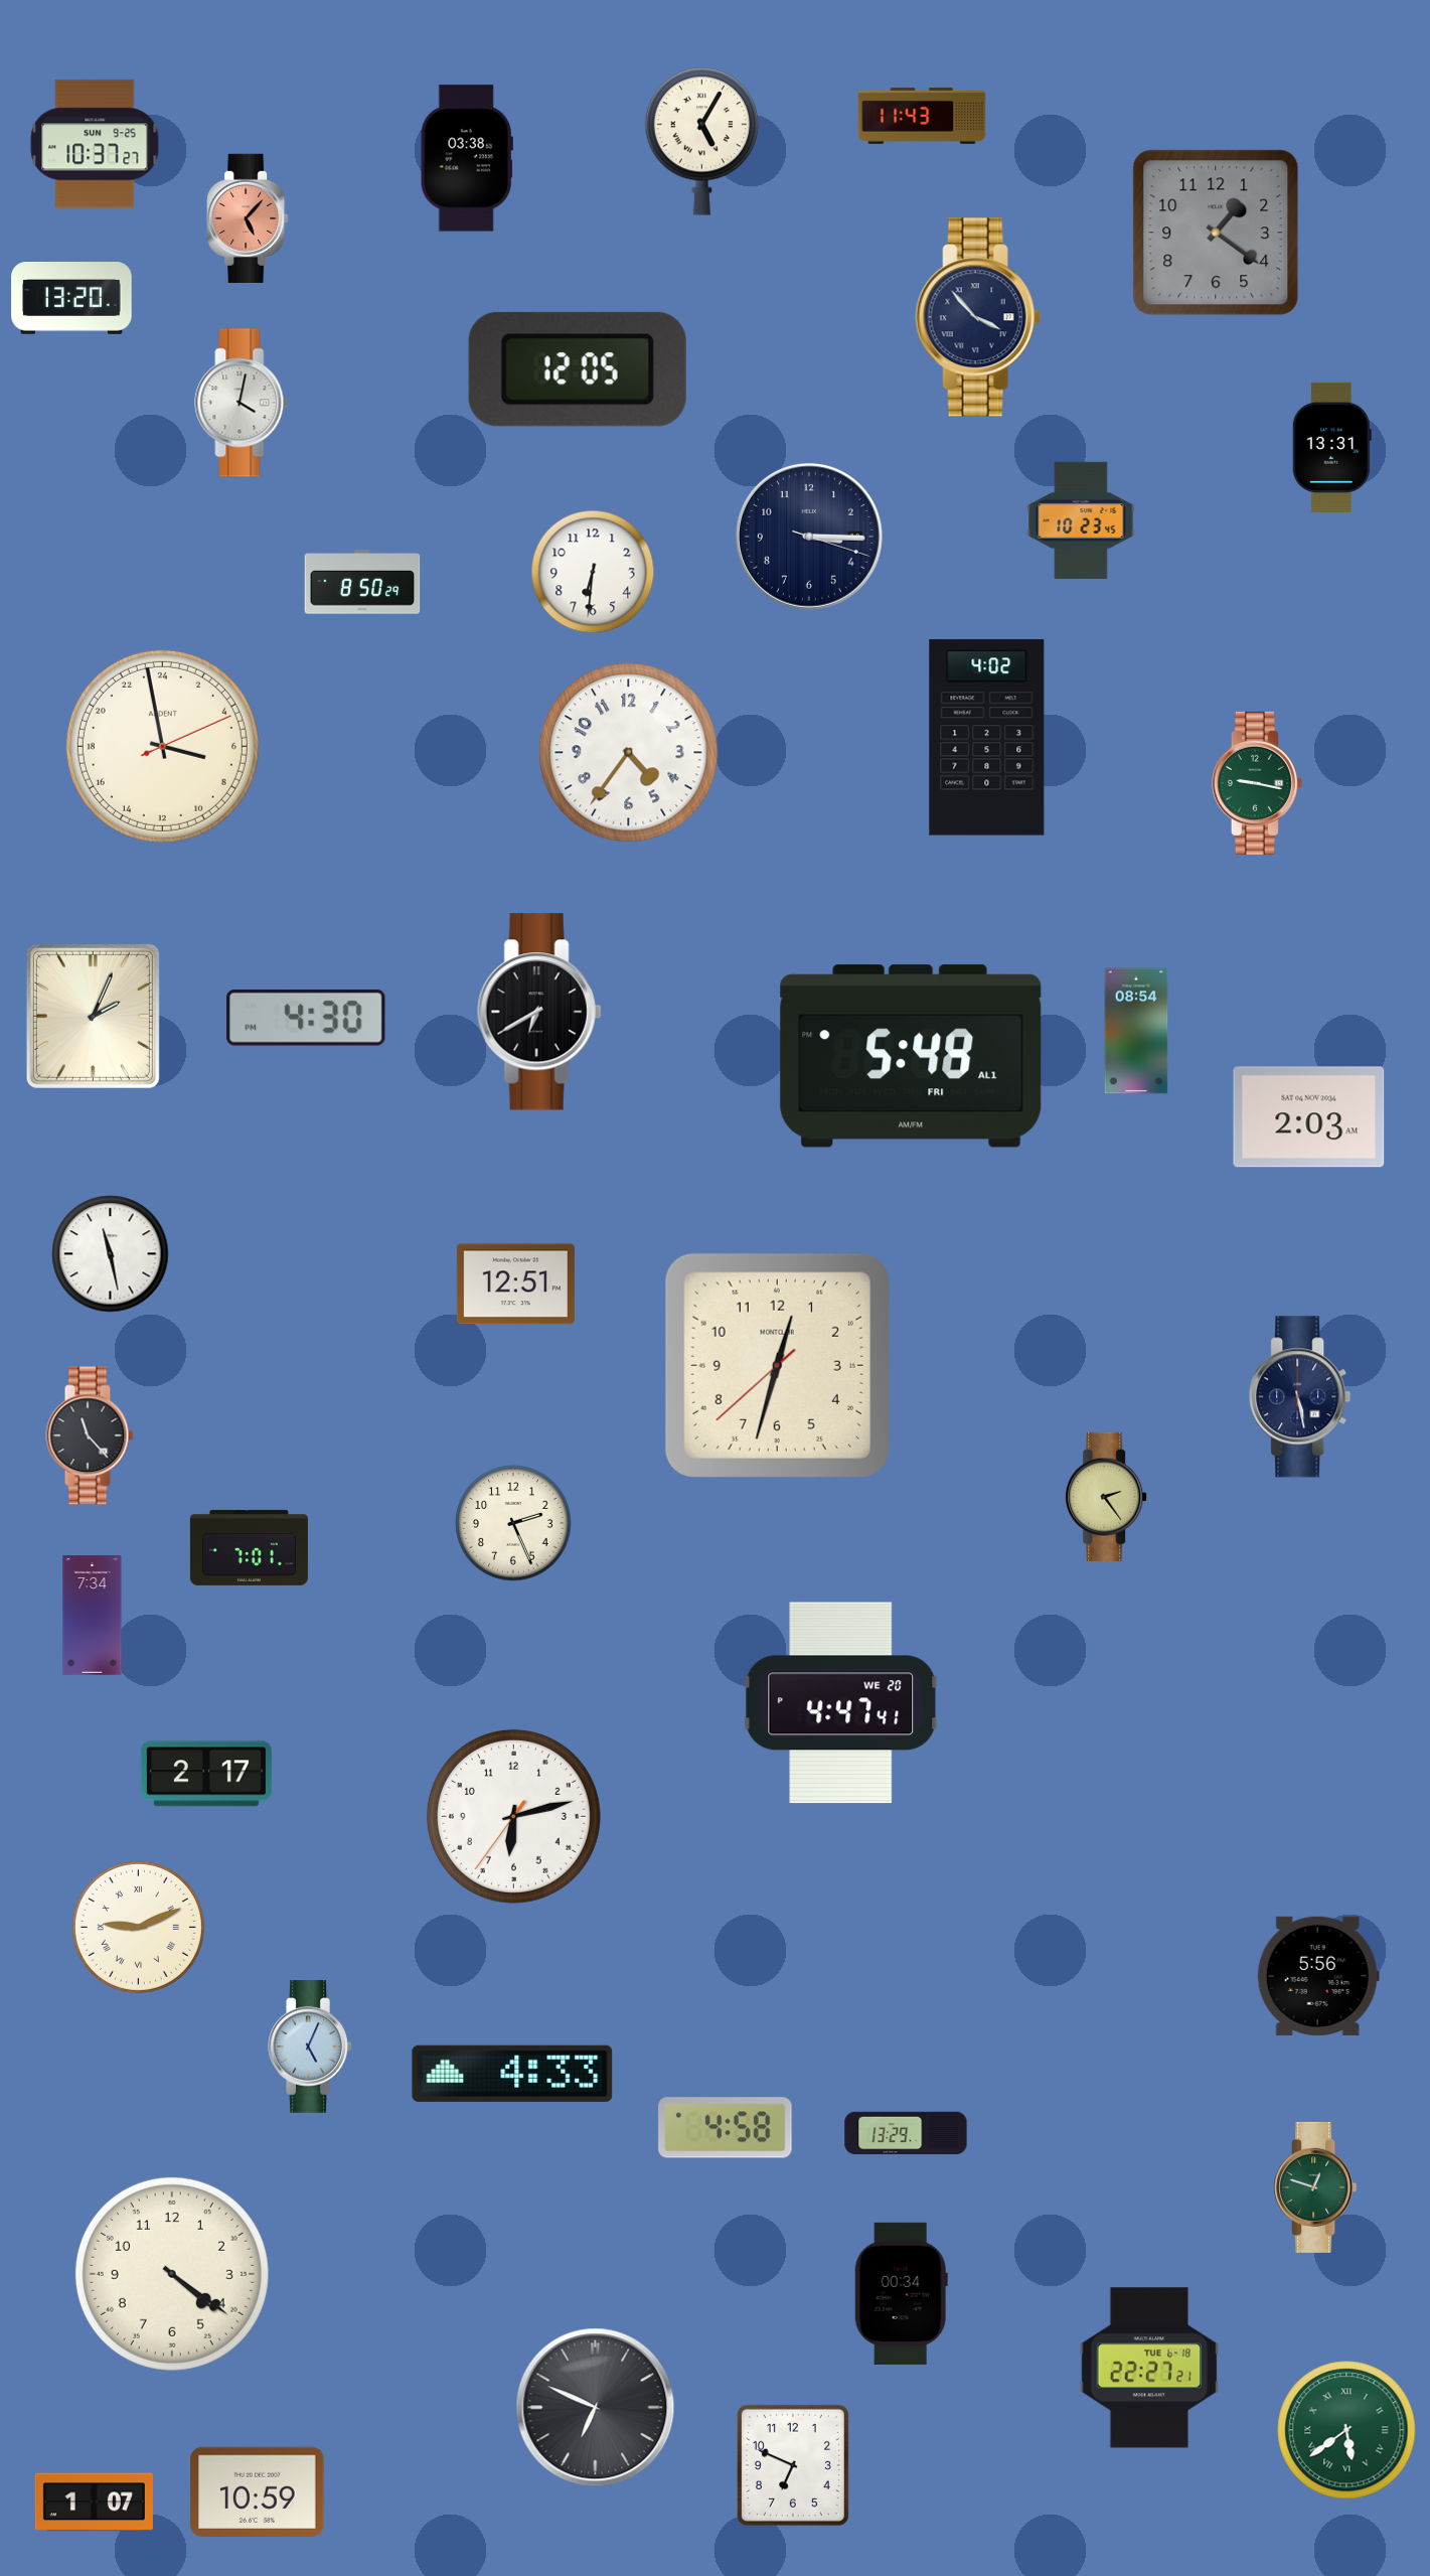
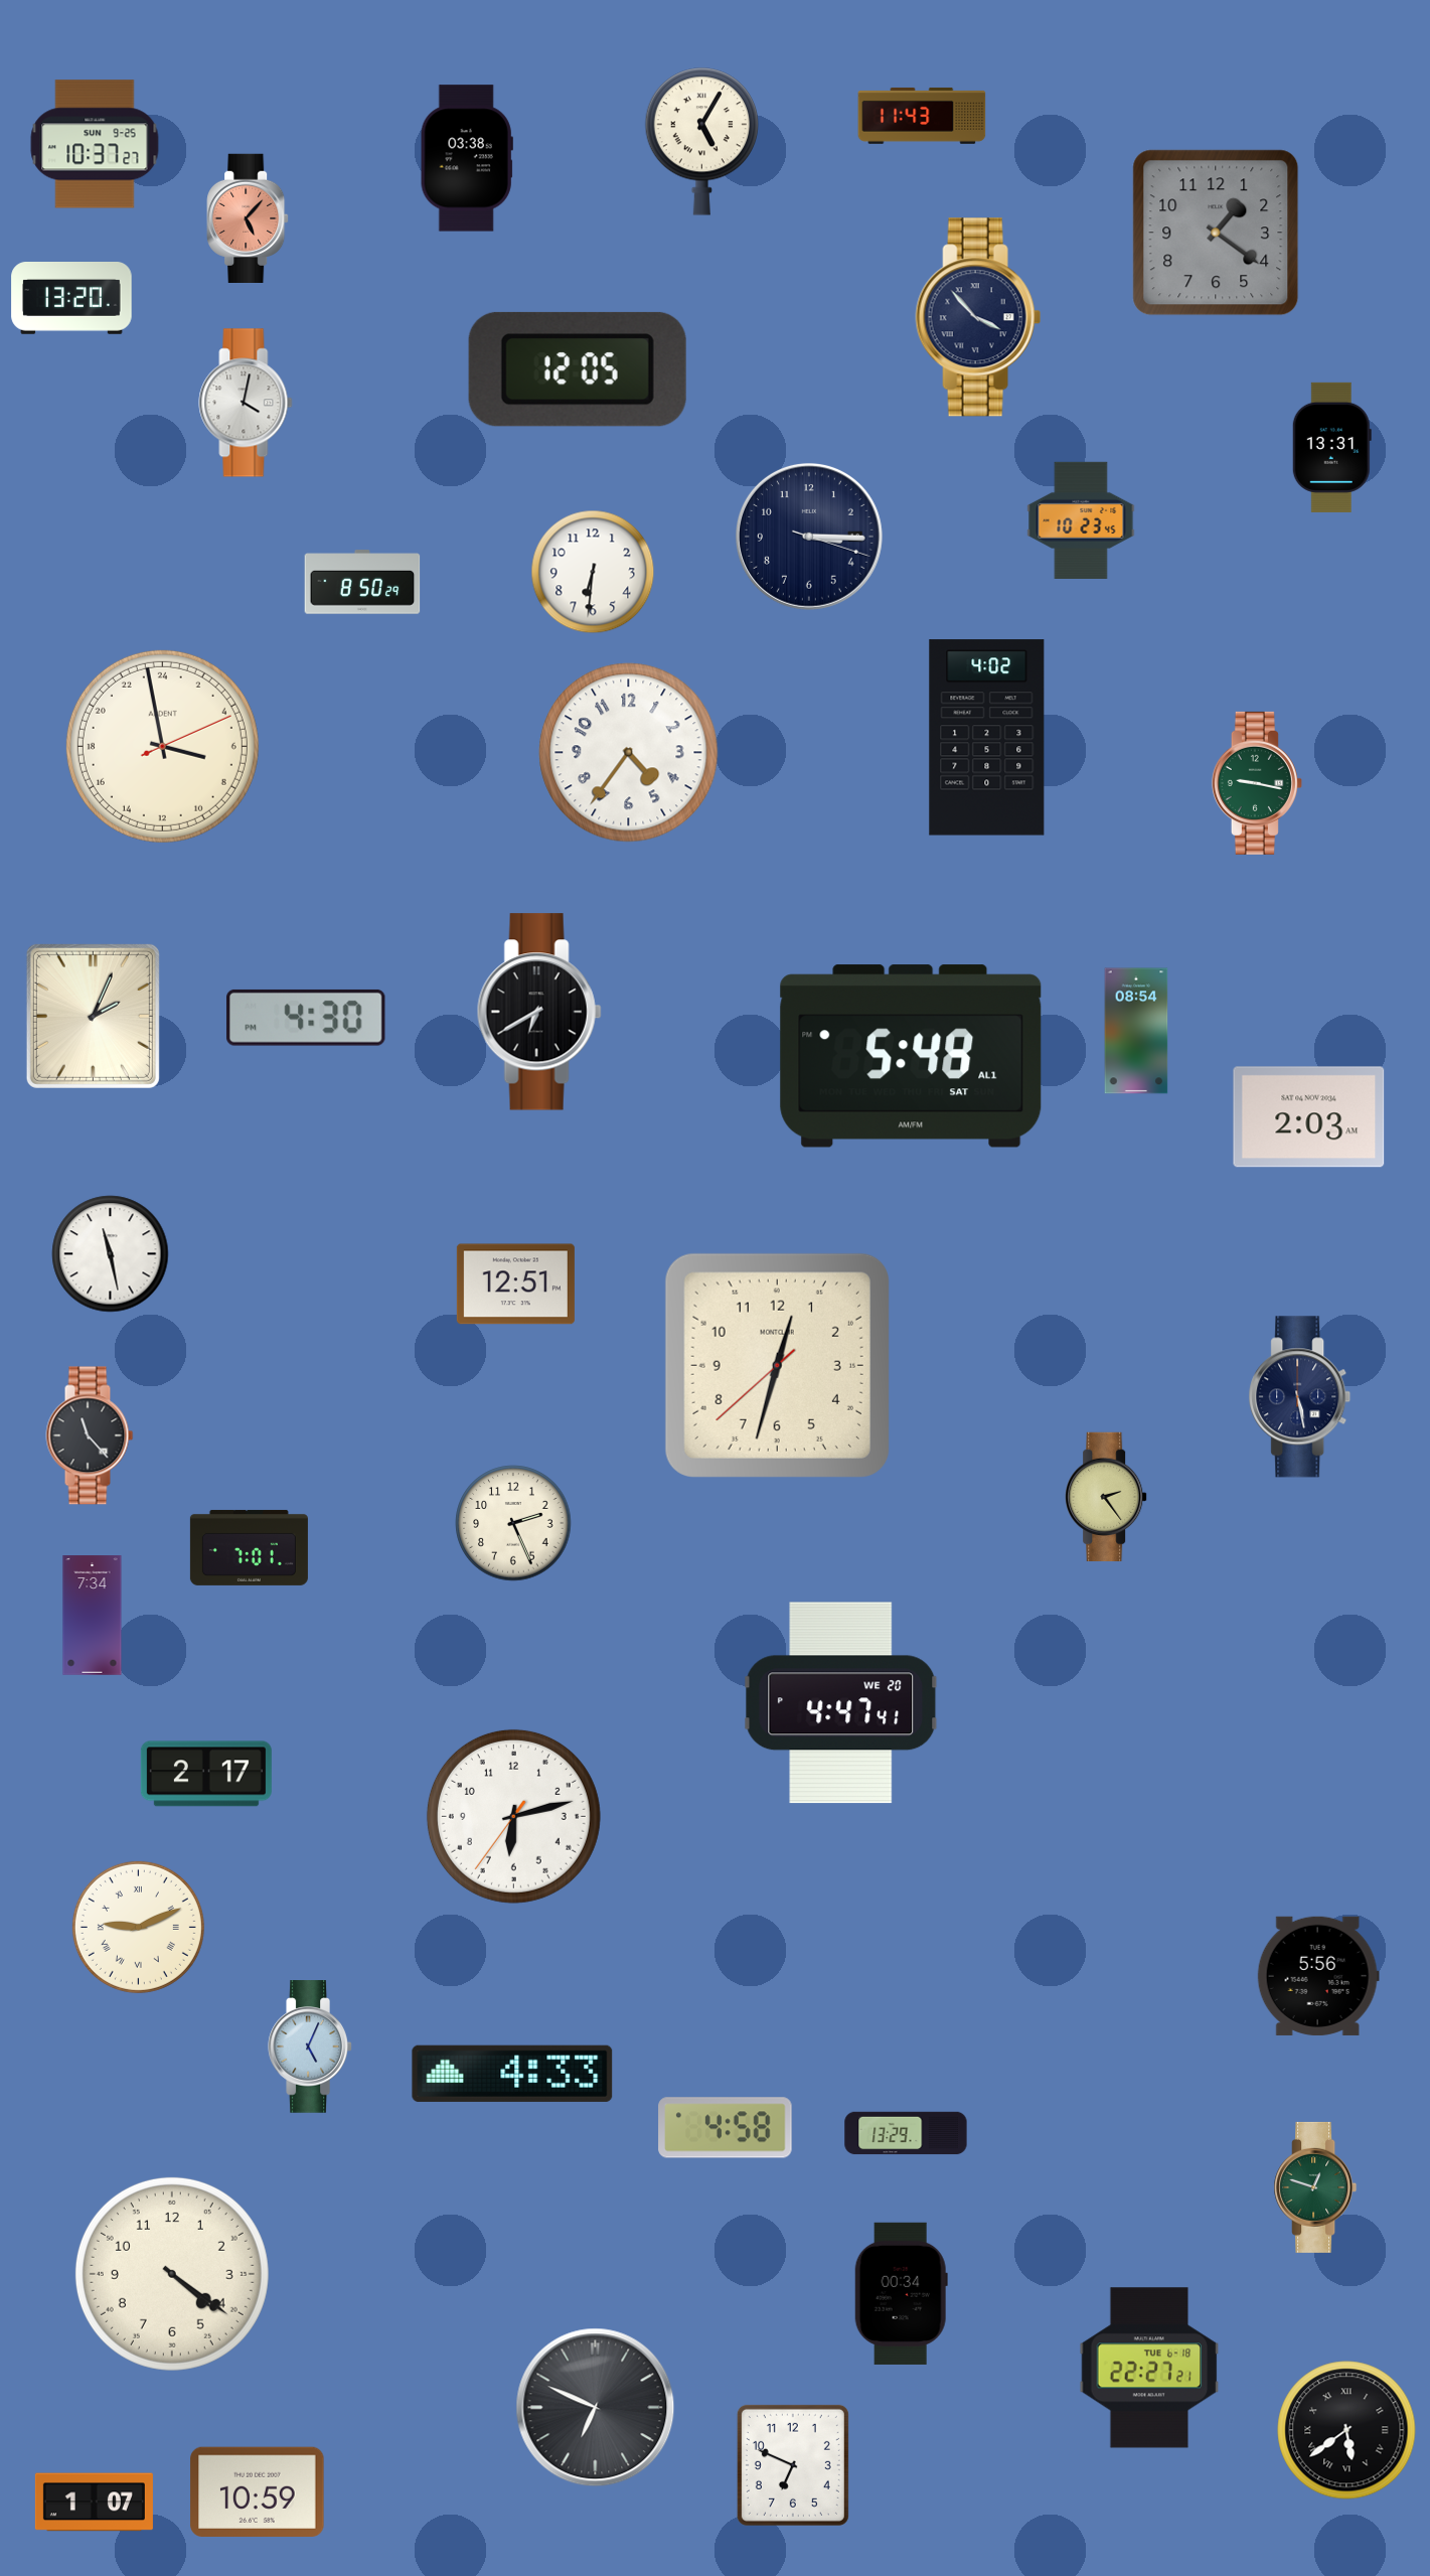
clock at (242, 403) position: (242, 403) -> (246, 403)
clock at (911, 1056) date: FRI -> SAT
clock at (1346, 2430) dial: green -> black
